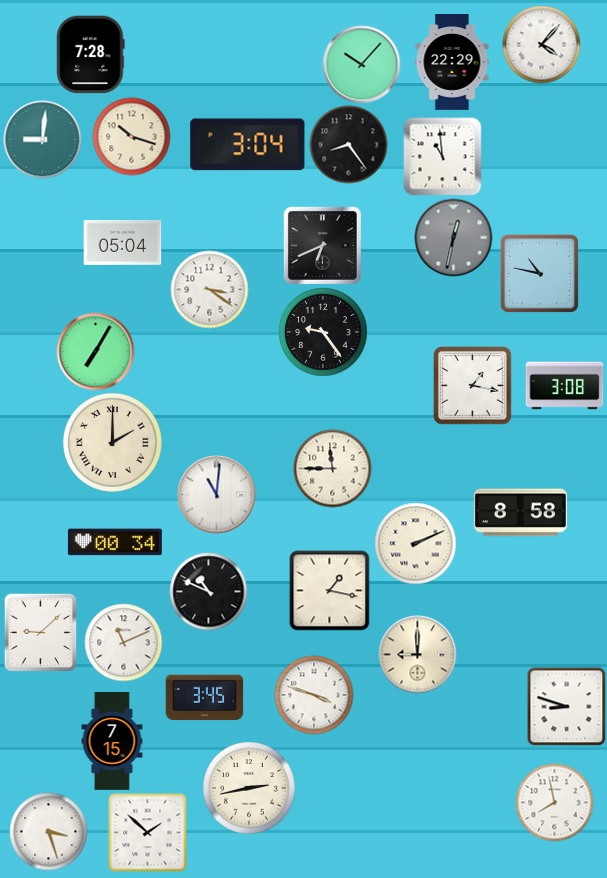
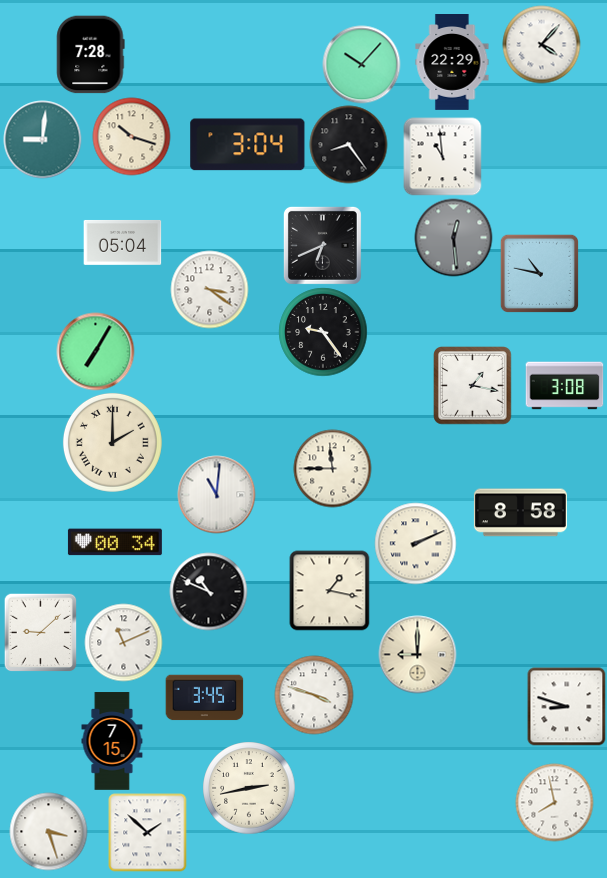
clock at (453, 237): 12:32 -> 12:29
